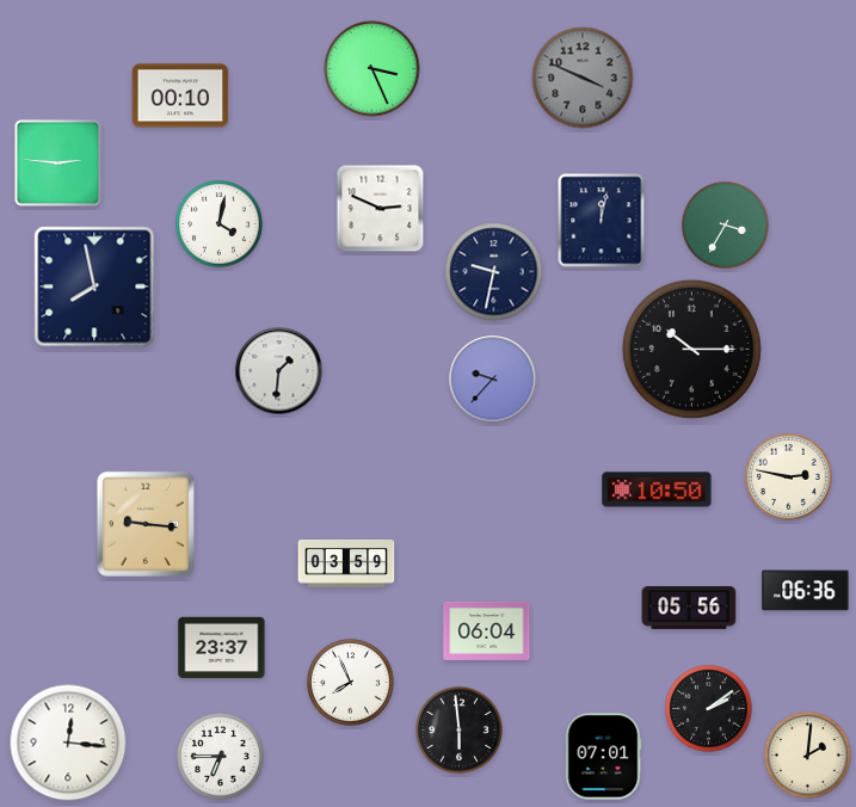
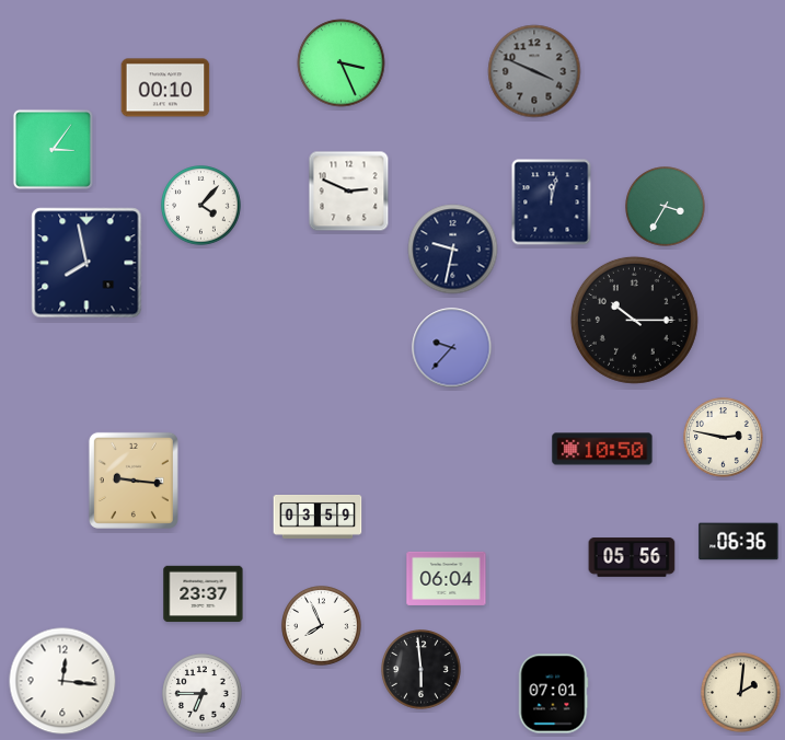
clock at (57, 162): 2:46 -> 3:06
clock at (220, 224): 4:02 -> 4:07
clock at (279, 371): 1:31 -> none
clock at (709, 709): 2:09 -> none
